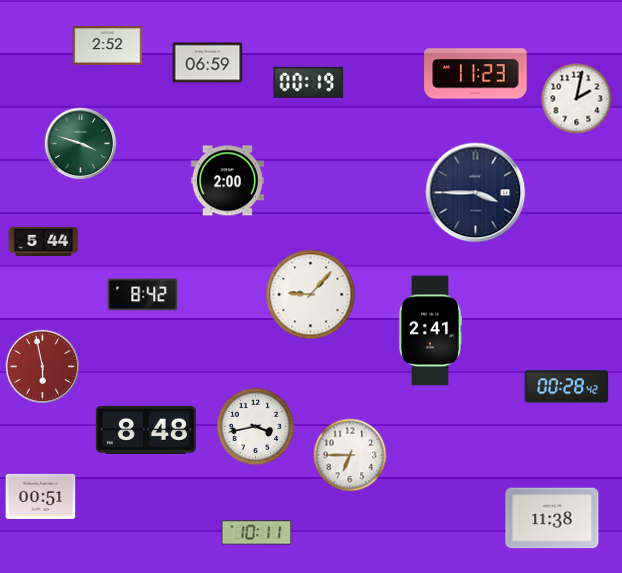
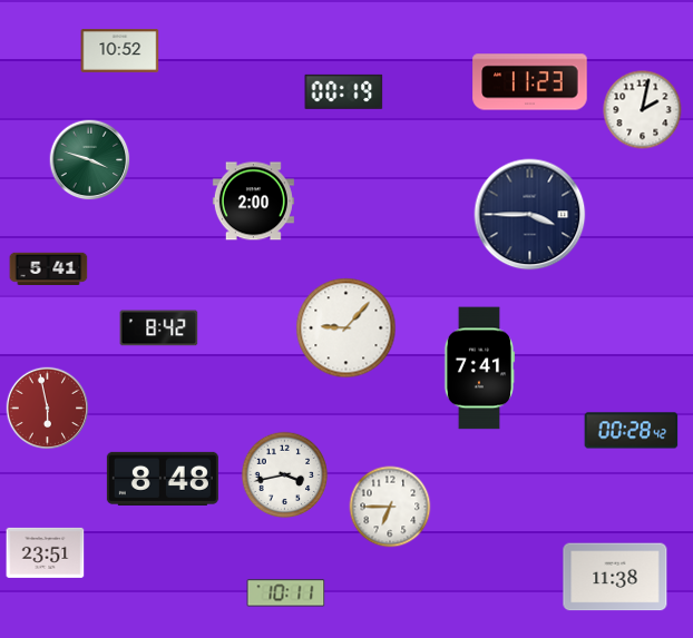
clock at (108, 46): 2:52 -> 10:52
clock at (208, 63): 06:59 -> none
clock at (44, 241): 5:44 -> 5:41
clock at (430, 331): 2:41 -> 7:41
clock at (41, 496): 00:51 -> 23:51
